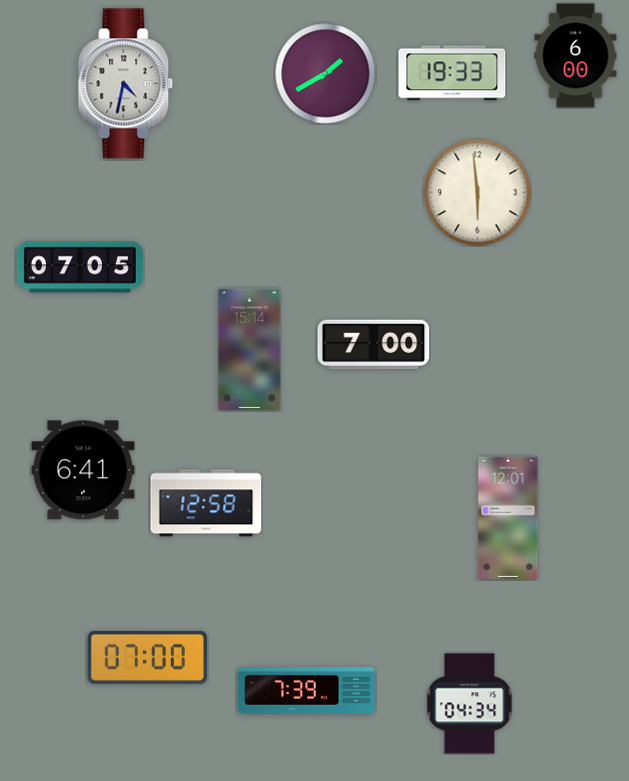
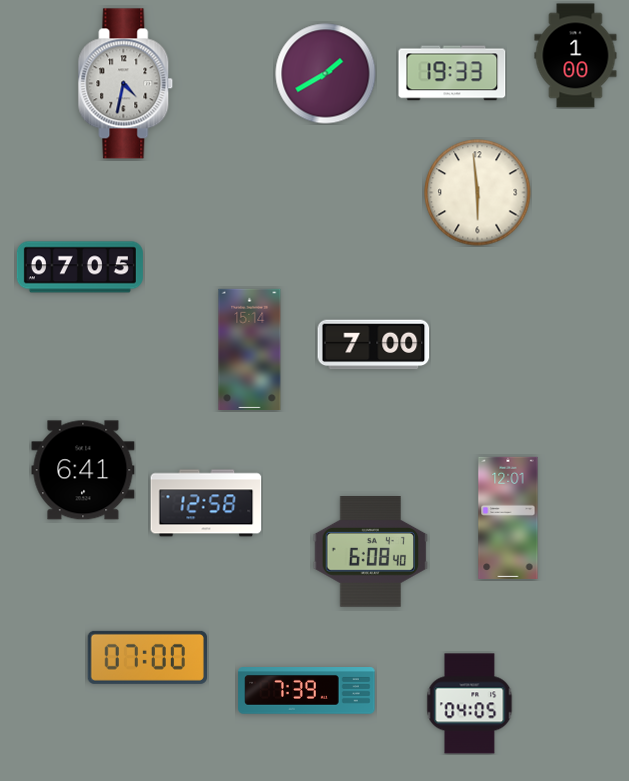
clock at (576, 56): 6:00 -> 1:00
clock at (371, 552): none -> 6:08
clock at (470, 704): 04:34 -> 04:05
